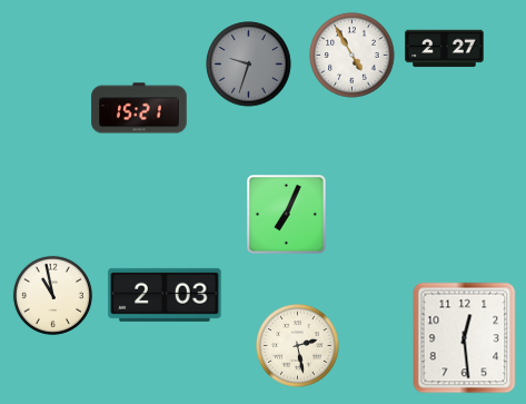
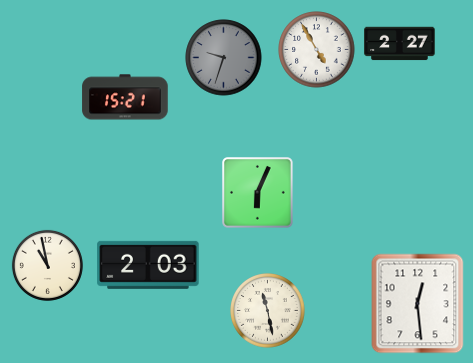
clock at (287, 215): 7:04 -> 6:04
clock at (298, 346): 2:28 -> 11:28
